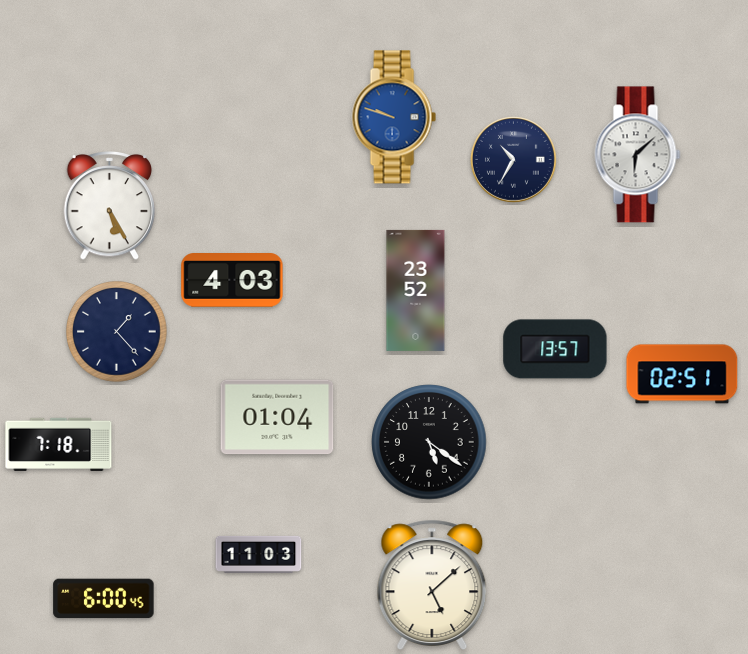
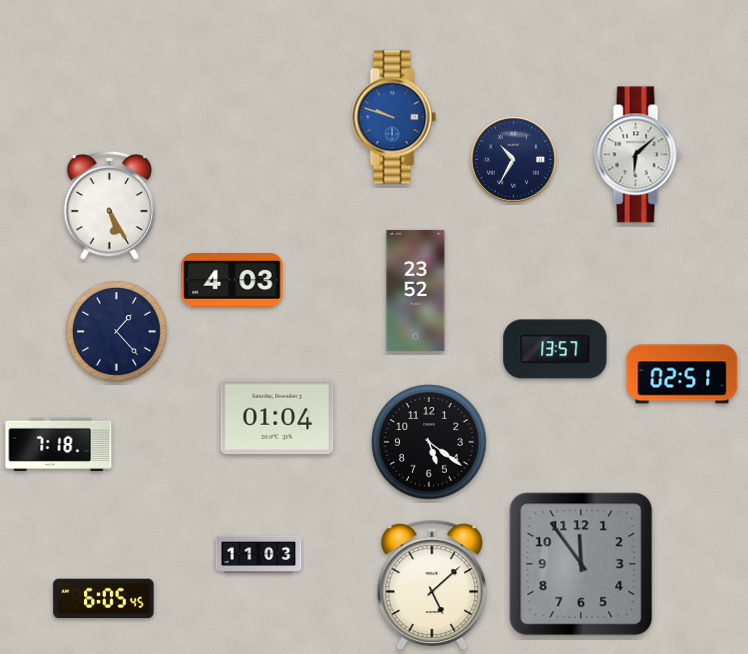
clock at (581, 564): none -> 11:54
clock at (104, 599): 6:00 -> 6:05
